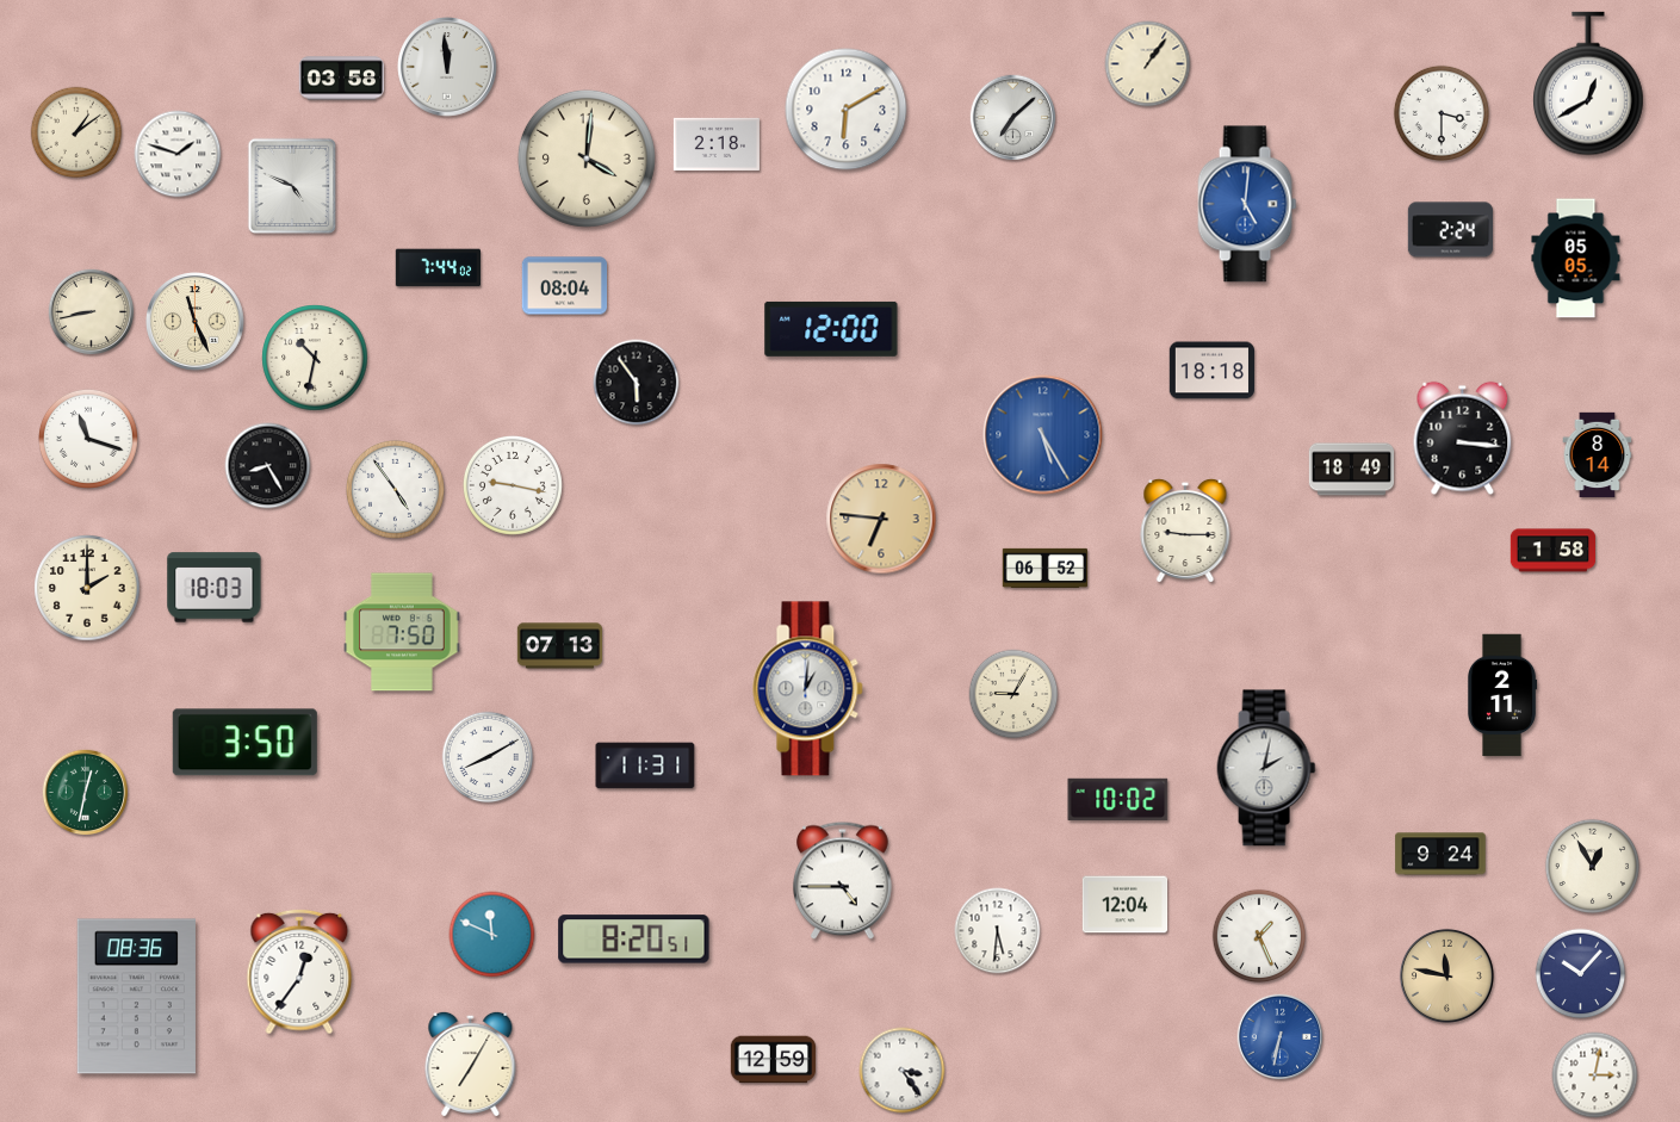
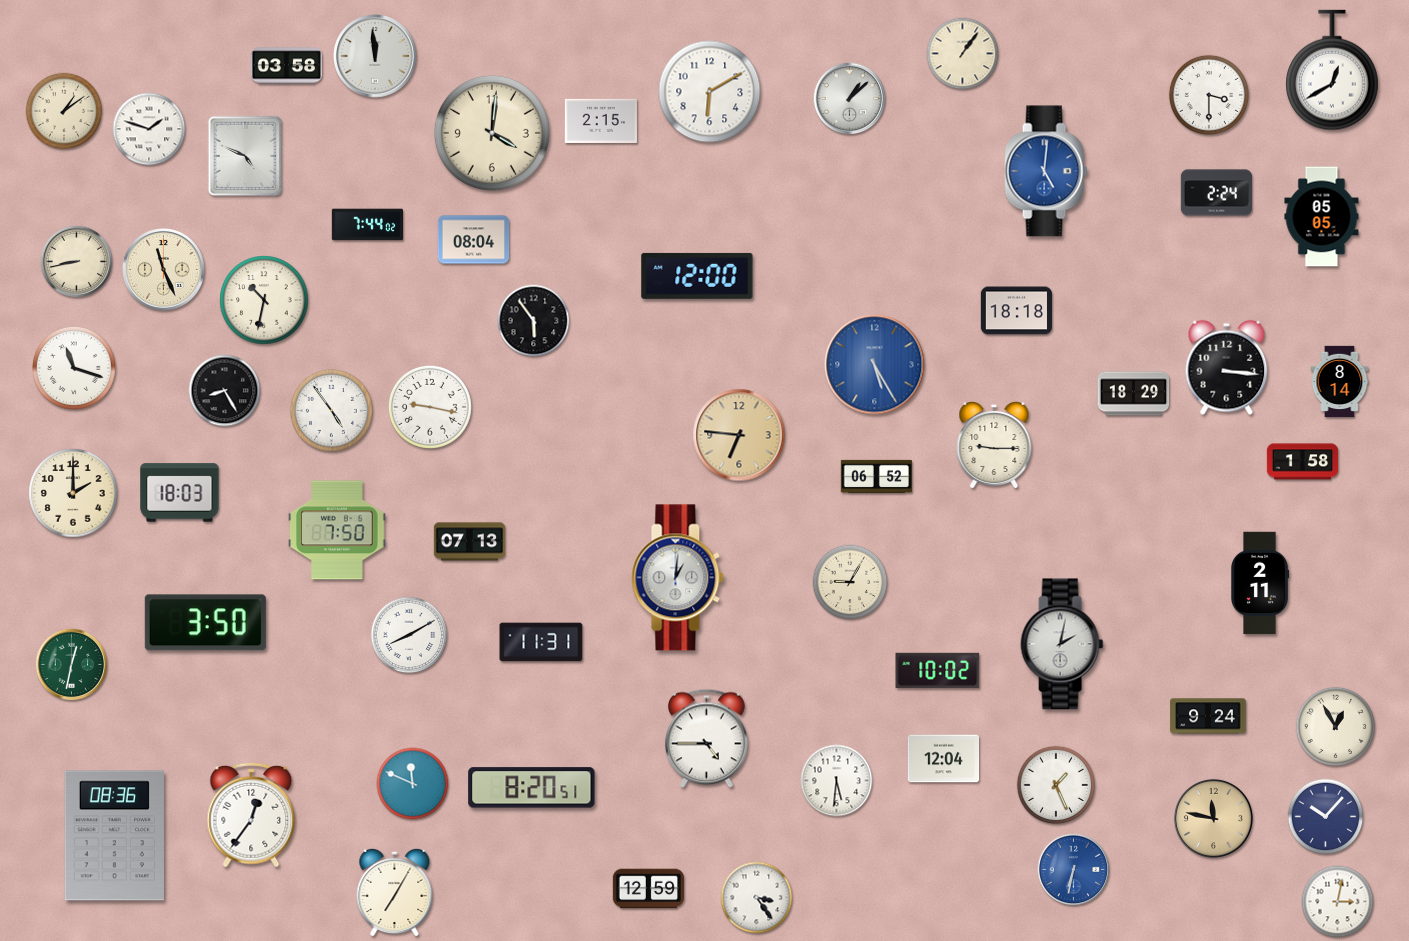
clock at (1013, 118): 7:08 -> 1:08
clock at (717, 144): 2:18 -> 2:15
clock at (1352, 470): 18:49 -> 18:29
